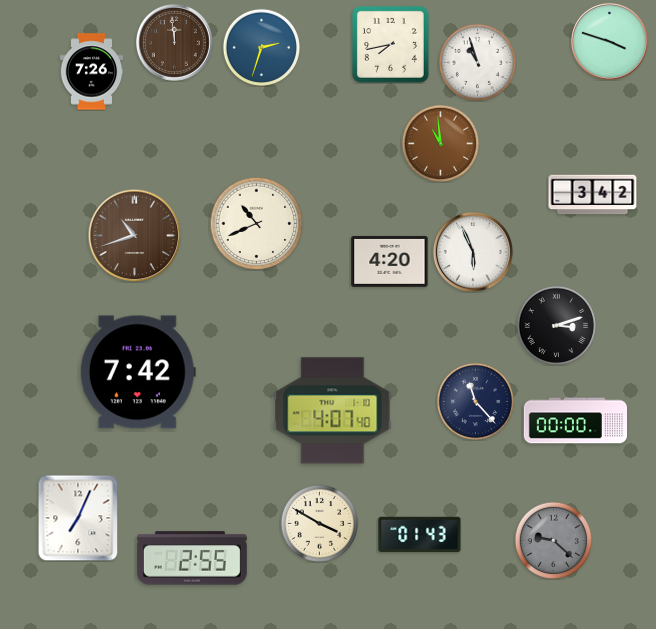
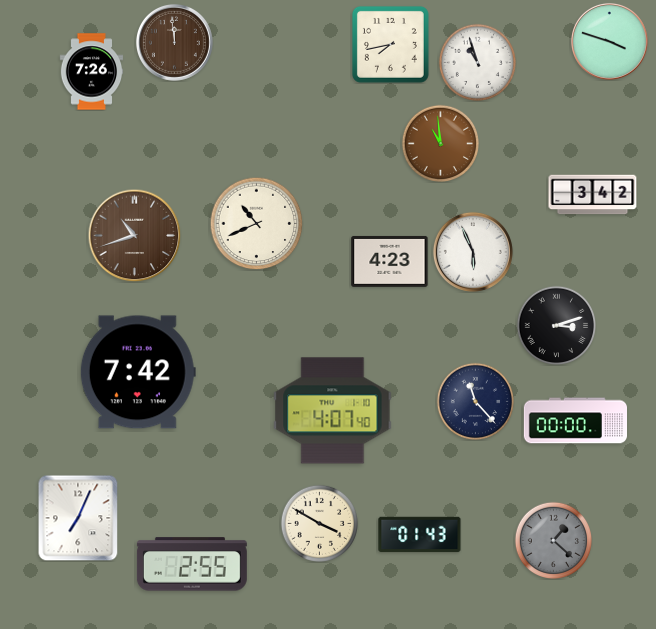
clock at (261, 47): 2:33 -> none
clock at (390, 261): 4:20 -> 4:23
clock at (553, 540): 9:22 -> 1:22
clock at (192, 558) position: (192, 558) -> (192, 564)
